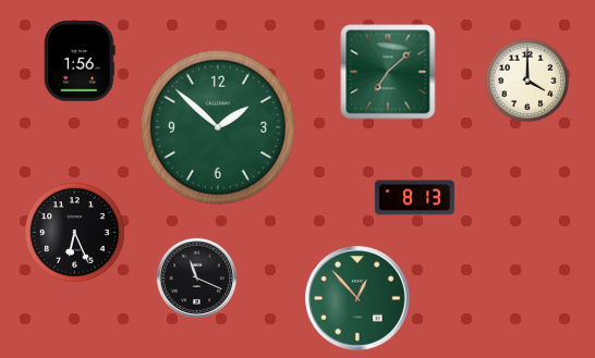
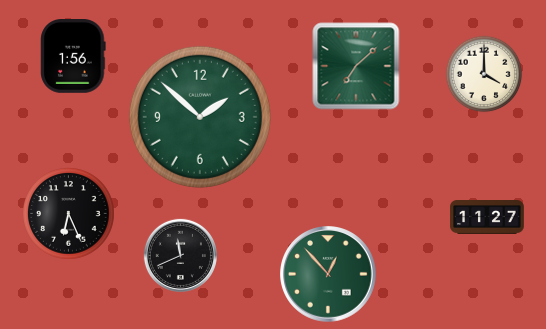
clock at (414, 198): 8:13 -> none
clock at (487, 218): none -> 11:27
clock at (196, 277): 11:19 -> 11:41
